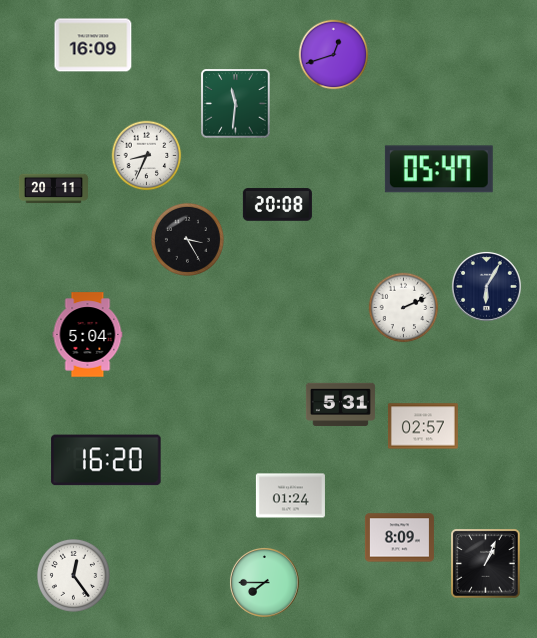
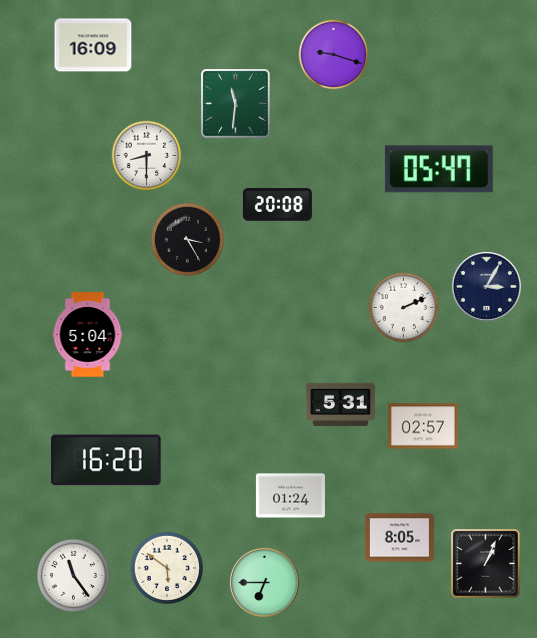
clock at (334, 55): 12:42 -> 9:18
clock at (147, 156): 8:34 -> 8:30
clock at (53, 189): 20:11 -> none
clock at (487, 287): 6:05 -> 3:05
clock at (399, 538): 8:09 -> 8:05
clock at (167, 568): none -> 5:51
clock at (73, 575): 12:24 -> 11:24
clock at (265, 583): 7:45 -> 6:45
